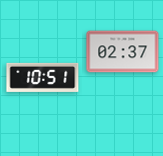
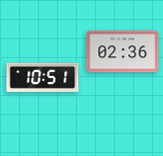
clock at (123, 52): 02:37 -> 02:36
